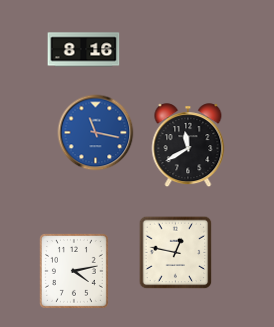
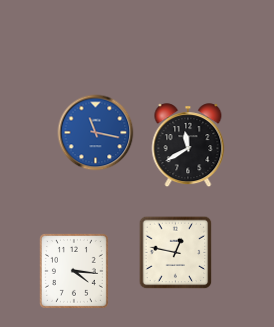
clock at (84, 50): 8:16 -> none
clock at (74, 271): 4:13 -> 4:16
